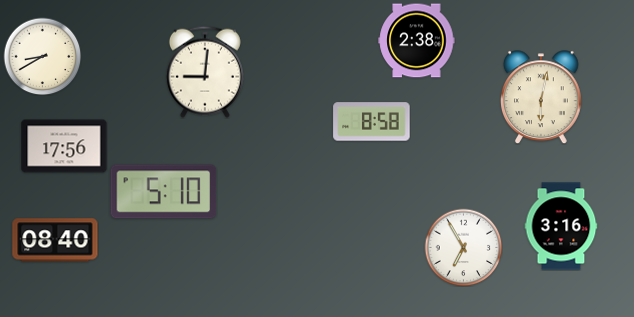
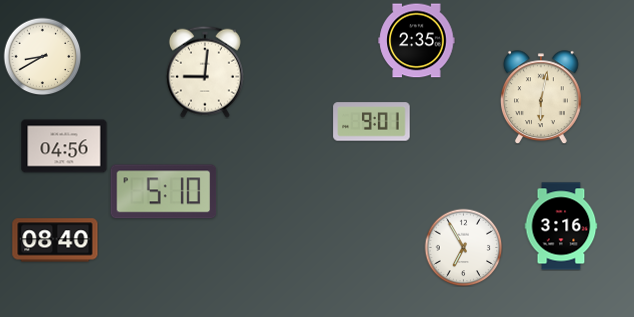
clock at (417, 41): 2:38 -> 2:35
clock at (372, 122): 8:58 -> 9:01
clock at (64, 146): 17:56 -> 04:56
